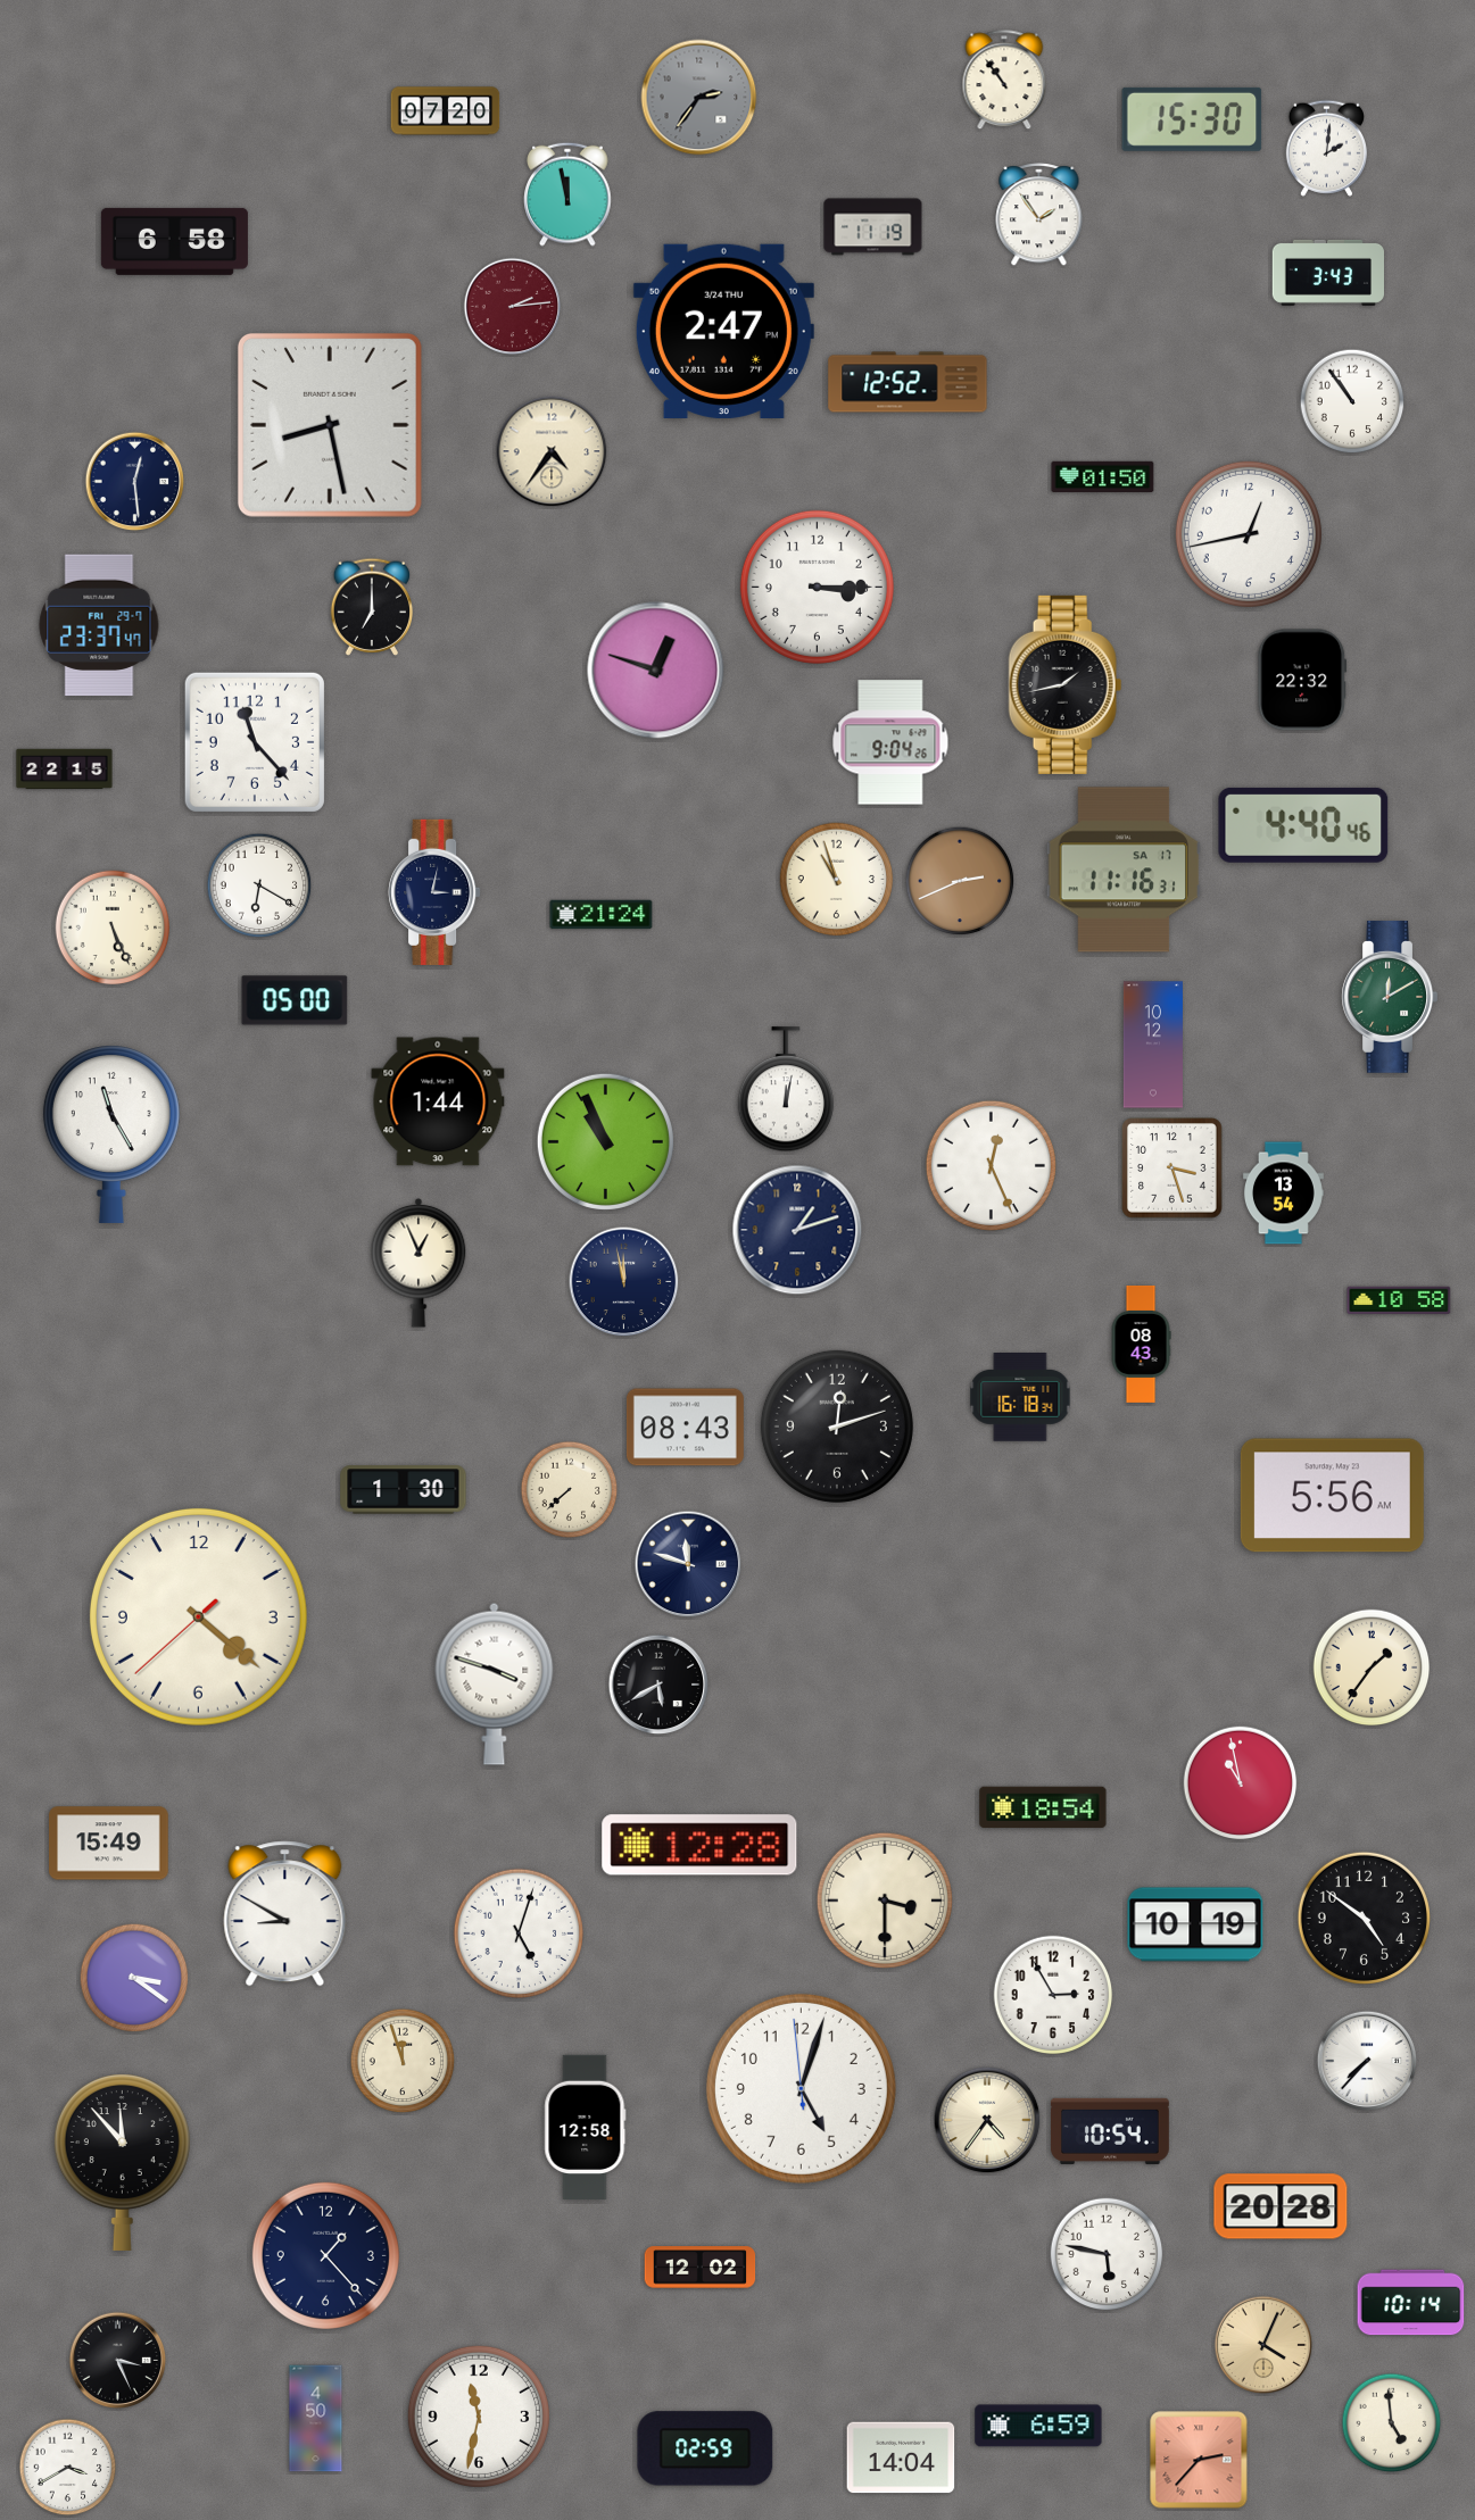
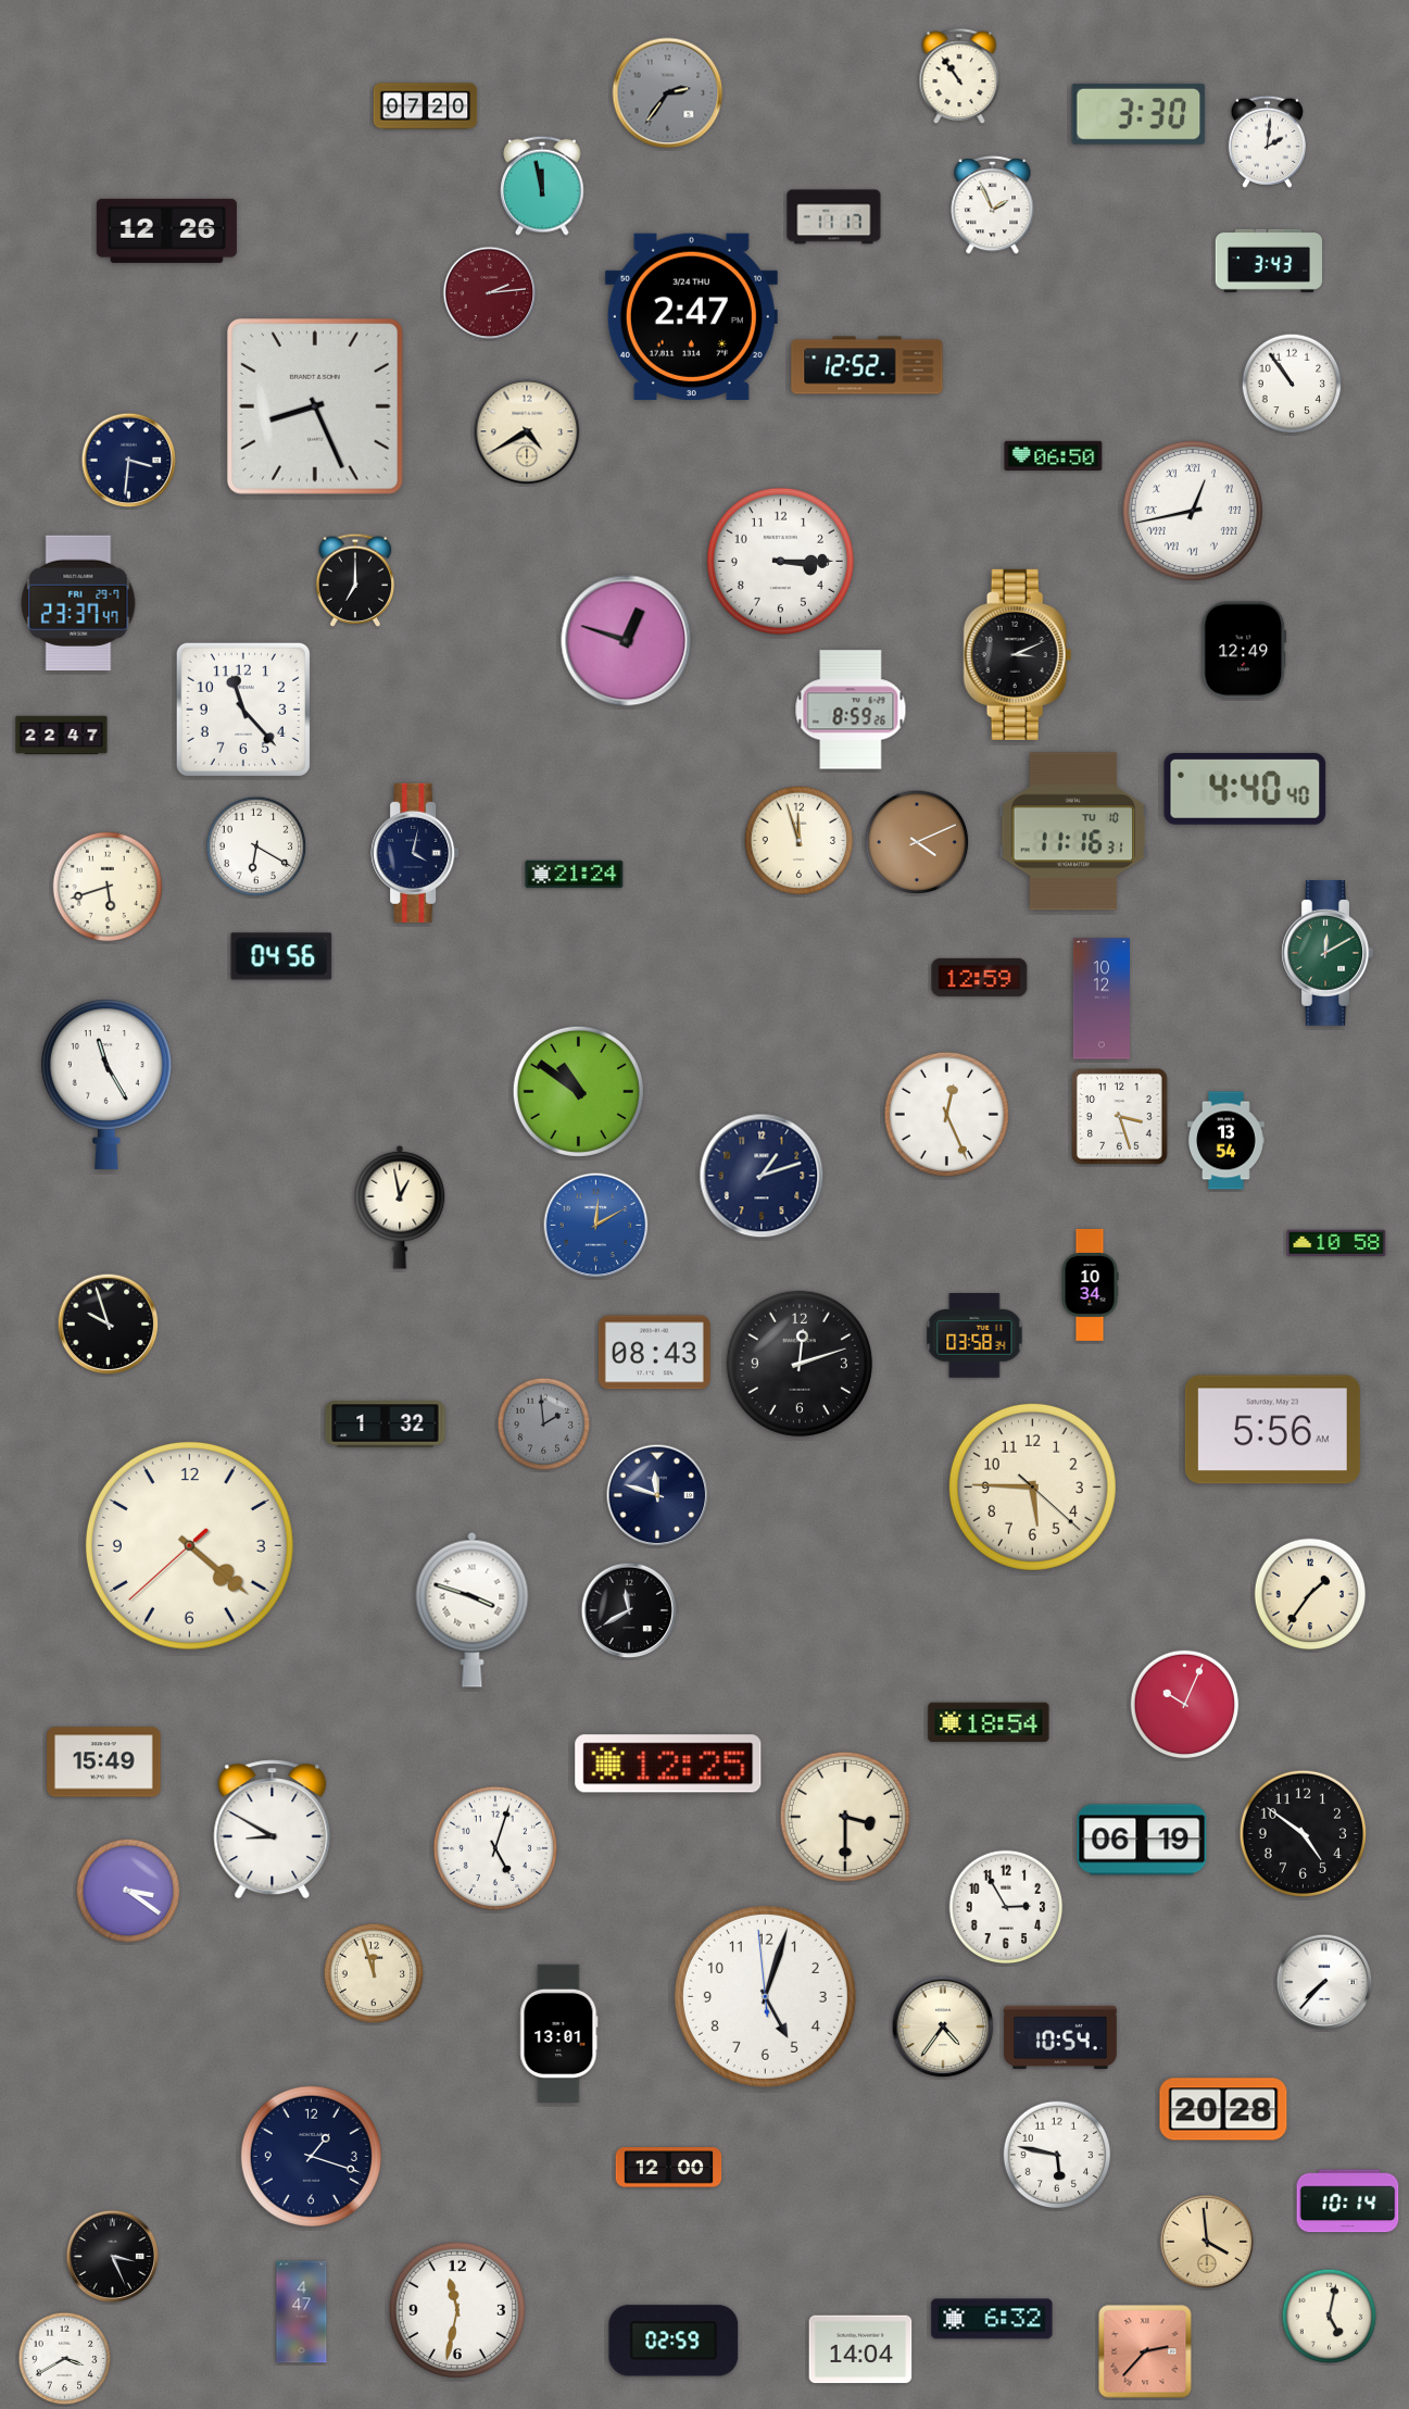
clock at (1192, 119): 15:30 -> 3:30
clock at (1039, 215): 1:54 -> 1:56
clock at (873, 227): 11:19 -> 11:17
clock at (174, 241): 6:58 -> 12:26
clock at (330, 425): 8:28 -> 8:26
clock at (552, 451): 4:36 -> 4:40
clock at (1103, 476): 01:50 -> 06:50
clock at (135, 482): 12:29 -> 3:31
clock at (1249, 534) numerals: Arabic -> Roman
clock at (99, 625) position: (99, 625) -> (78, 603)
clock at (1302, 680): 22:32 -> 12:49
clock at (1066, 684): 1:43 -> 3:11
clock at (890, 742): 9:04 -> 8:59
clock at (65, 770): 22:15 -> 22:47
clock at (1303, 825): 4:40:46 -> 4:40:40
clock at (1124, 870) date: SA 17 -> TU 10
clock at (837, 880): 10:57 -> 11:57
clock at (960, 881): 2:41 -> 4:11
clock at (259, 885) position: (259, 885) -> (256, 846)
clock at (434, 892): 3:02 -> 4:02
clock at (113, 928): 5:26 -> 5:42
clock at (295, 1000): 05:00 -> 04:56
clock at (980, 977): none -> 12:59
clock at (786, 1090): 12:02 -> none
clock at (438, 1101): 1:44 -> none
clock at (605, 1141): 10:56 -> 10:51
clock at (419, 1263): 12:56 -> 12:58
clock at (624, 1282): 11:58 -> 12:10
clock at (624, 1282) dial: navy -> blue
clock at (1141, 1344): 08:43 -> 10:34
clock at (109, 1325): none -> 9:57
clock at (1020, 1398): 16:18 -> 03:58
clock at (685, 1428) position: (685, 1428) -> (654, 1353)
clock at (404, 1490): 1:30 -> 1:32
clock at (570, 1490): 7:38 -> 1:59
clock at (570, 1490) dial: cream -> grey
clock at (1032, 1486): none -> 5:45
clock at (658, 1685): 5:40 -> 11:40
clock at (1241, 1783): 10:58 -> 10:04
clock at (1043, 1807) position: (1043, 1807) -> (989, 1722)
clock at (699, 1845): 12:28 -> 12:25
clock at (1195, 1924): 10:19 -> 06:19
clock at (403, 2061) position: (403, 2061) -> (374, 1973)
clock at (1367, 2061) position: (1367, 2061) -> (1324, 1982)
clock at (586, 2127): 12:58 -> 13:01
clock at (122, 2162): 11:53 -> none
clock at (325, 2255): 1:23 -> 1:18
clock at (701, 2268): 12:02 -> 12:00
clock at (1263, 2345): 4:04 -> 3:59
clock at (316, 2419): 4:50 -> 4:47
clock at (1392, 2423): 4:59 -> 5:02
clock at (1038, 2426): 6:59 -> 6:32
